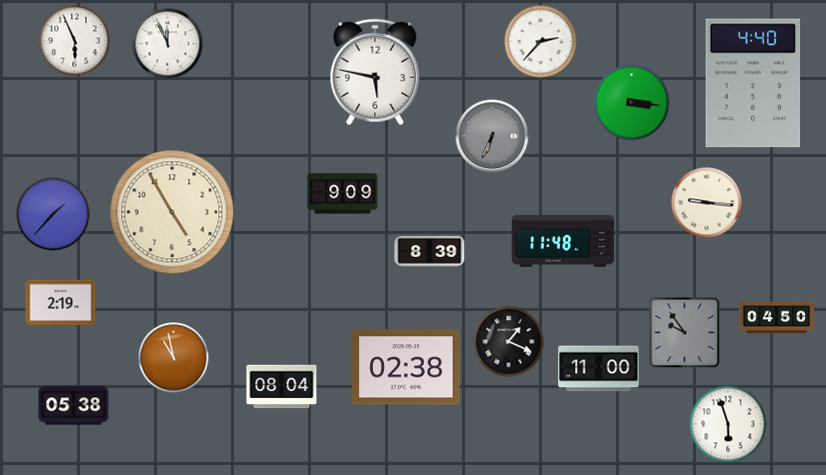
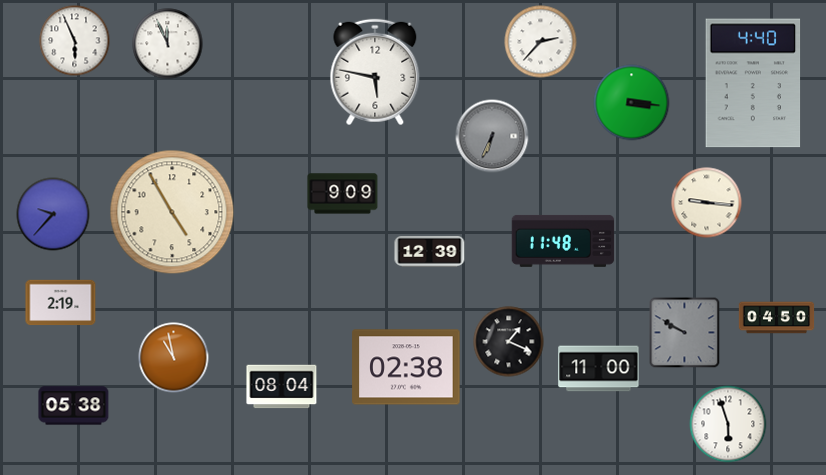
clock at (53, 214): 1:37 -> 9:37
clock at (430, 251): 8:39 -> 12:39
clock at (685, 333): 9:54 -> 9:50
